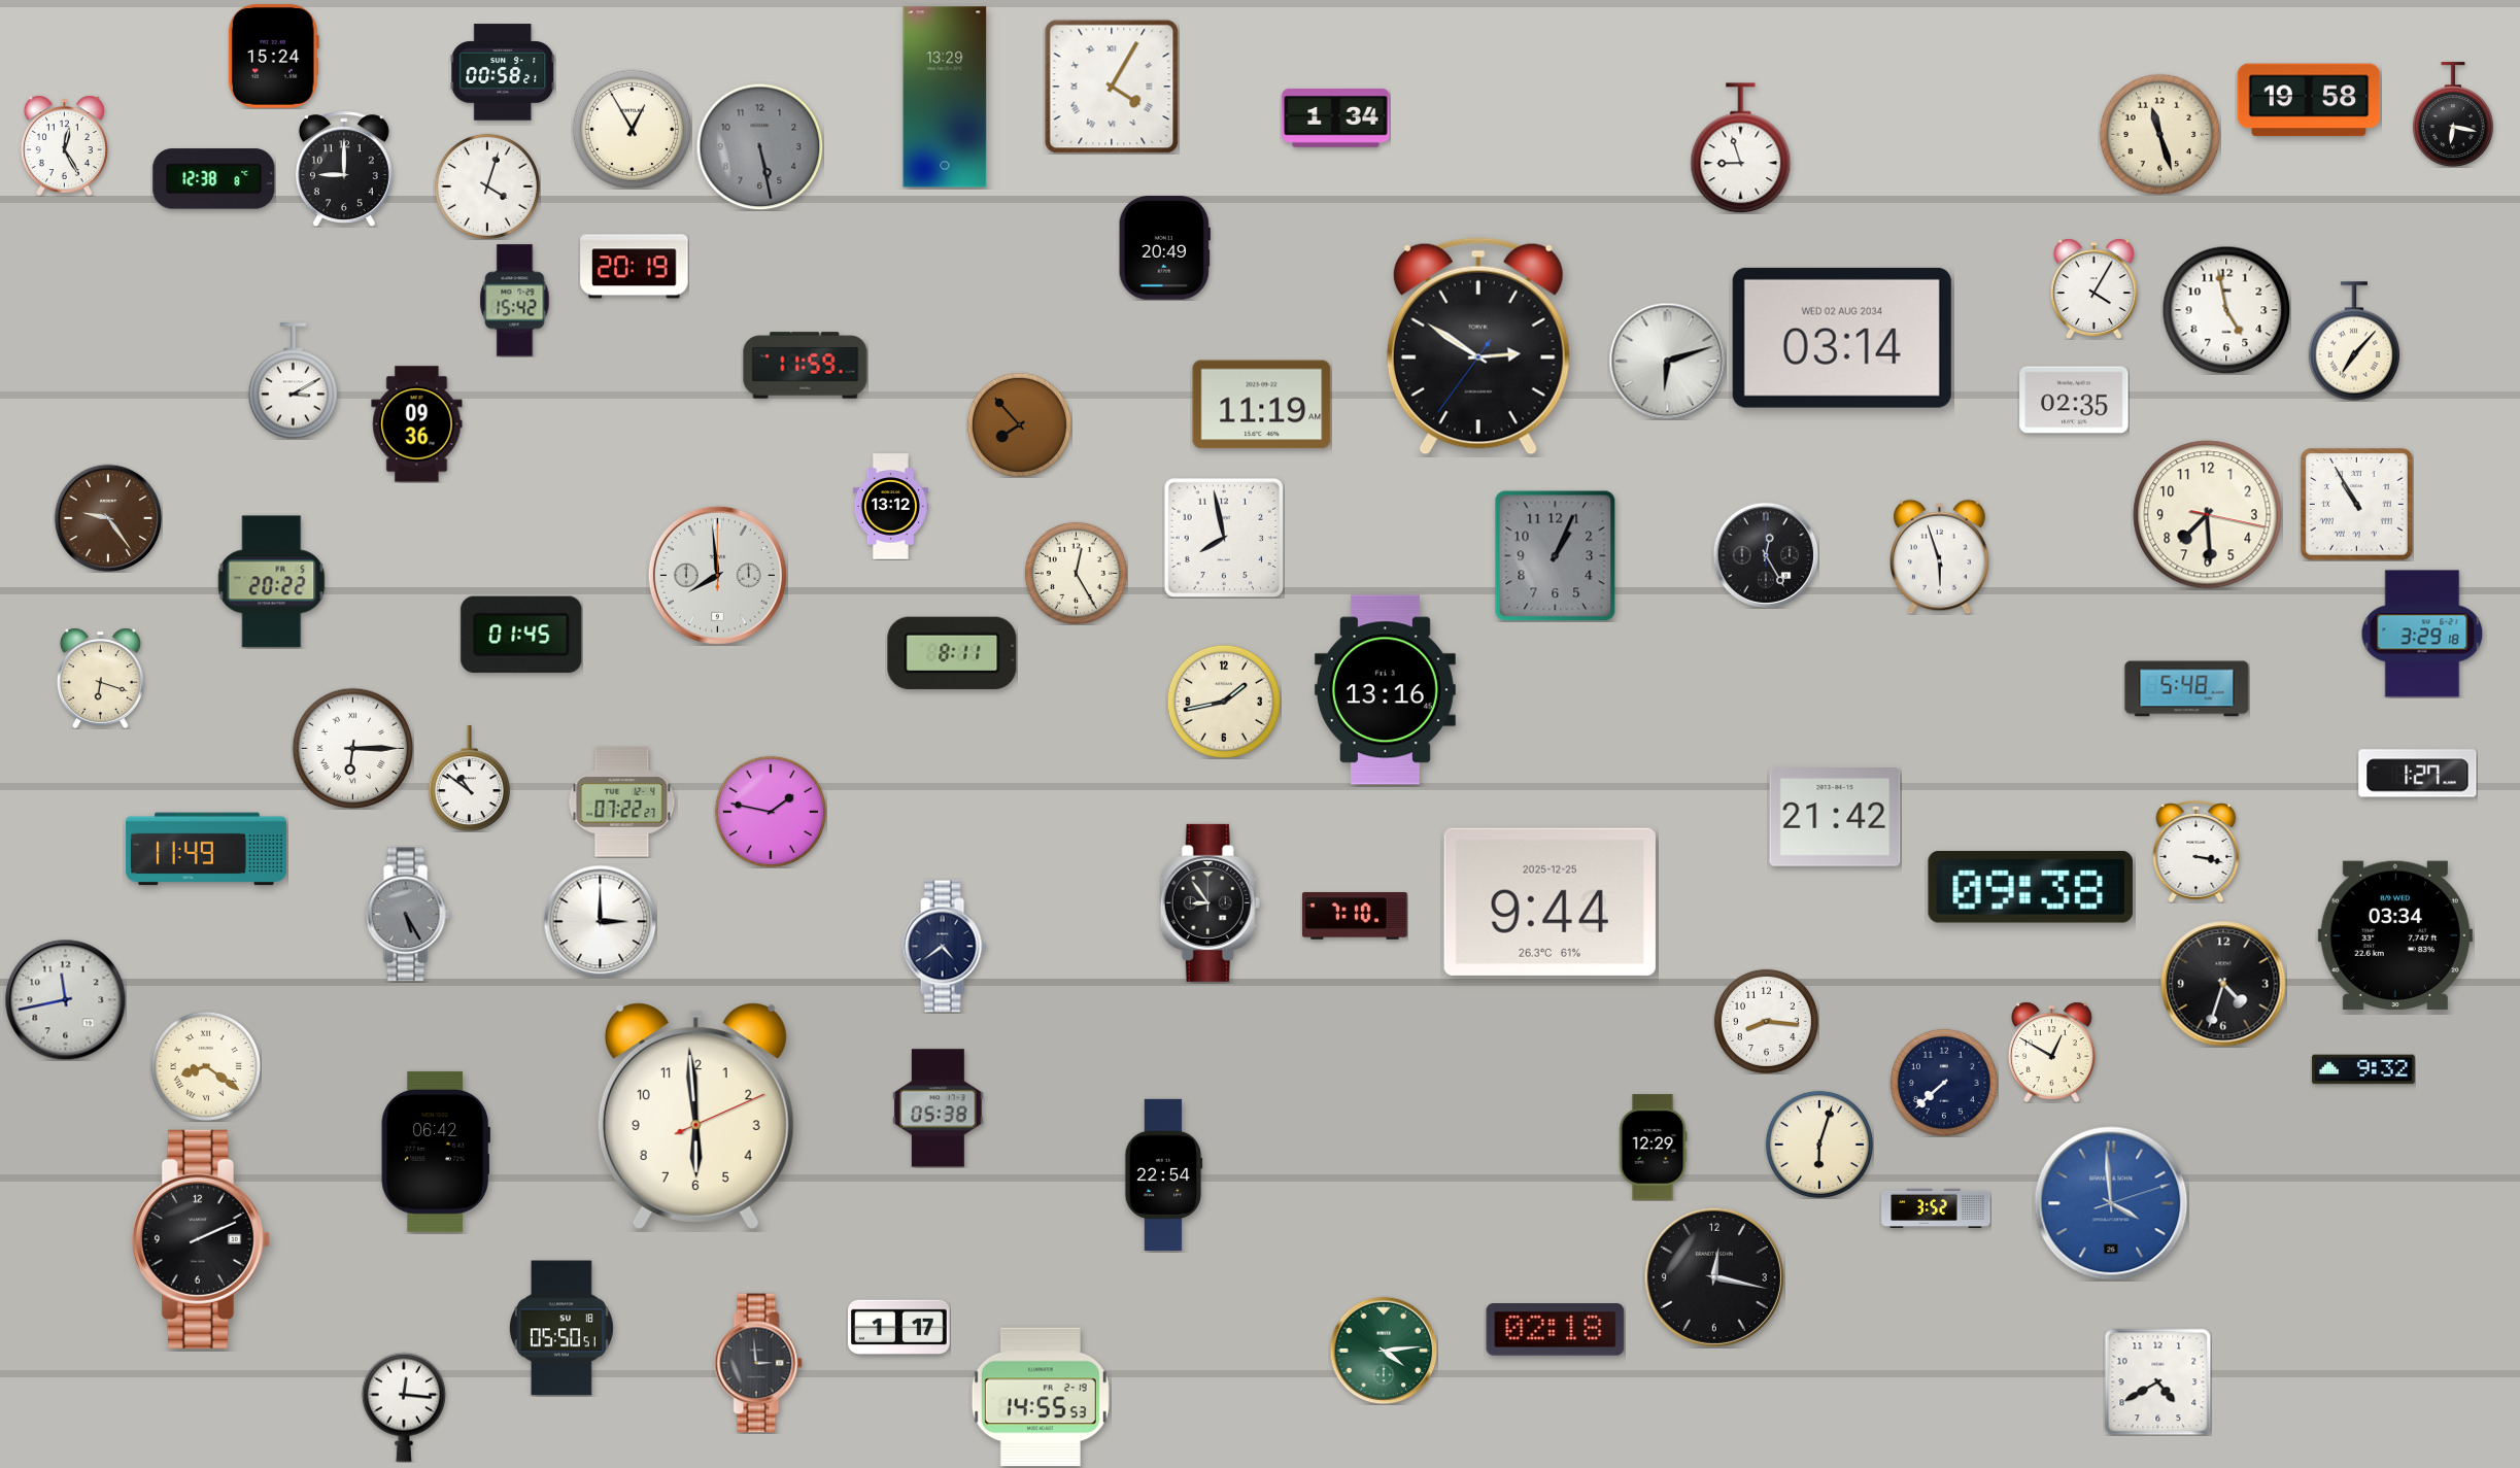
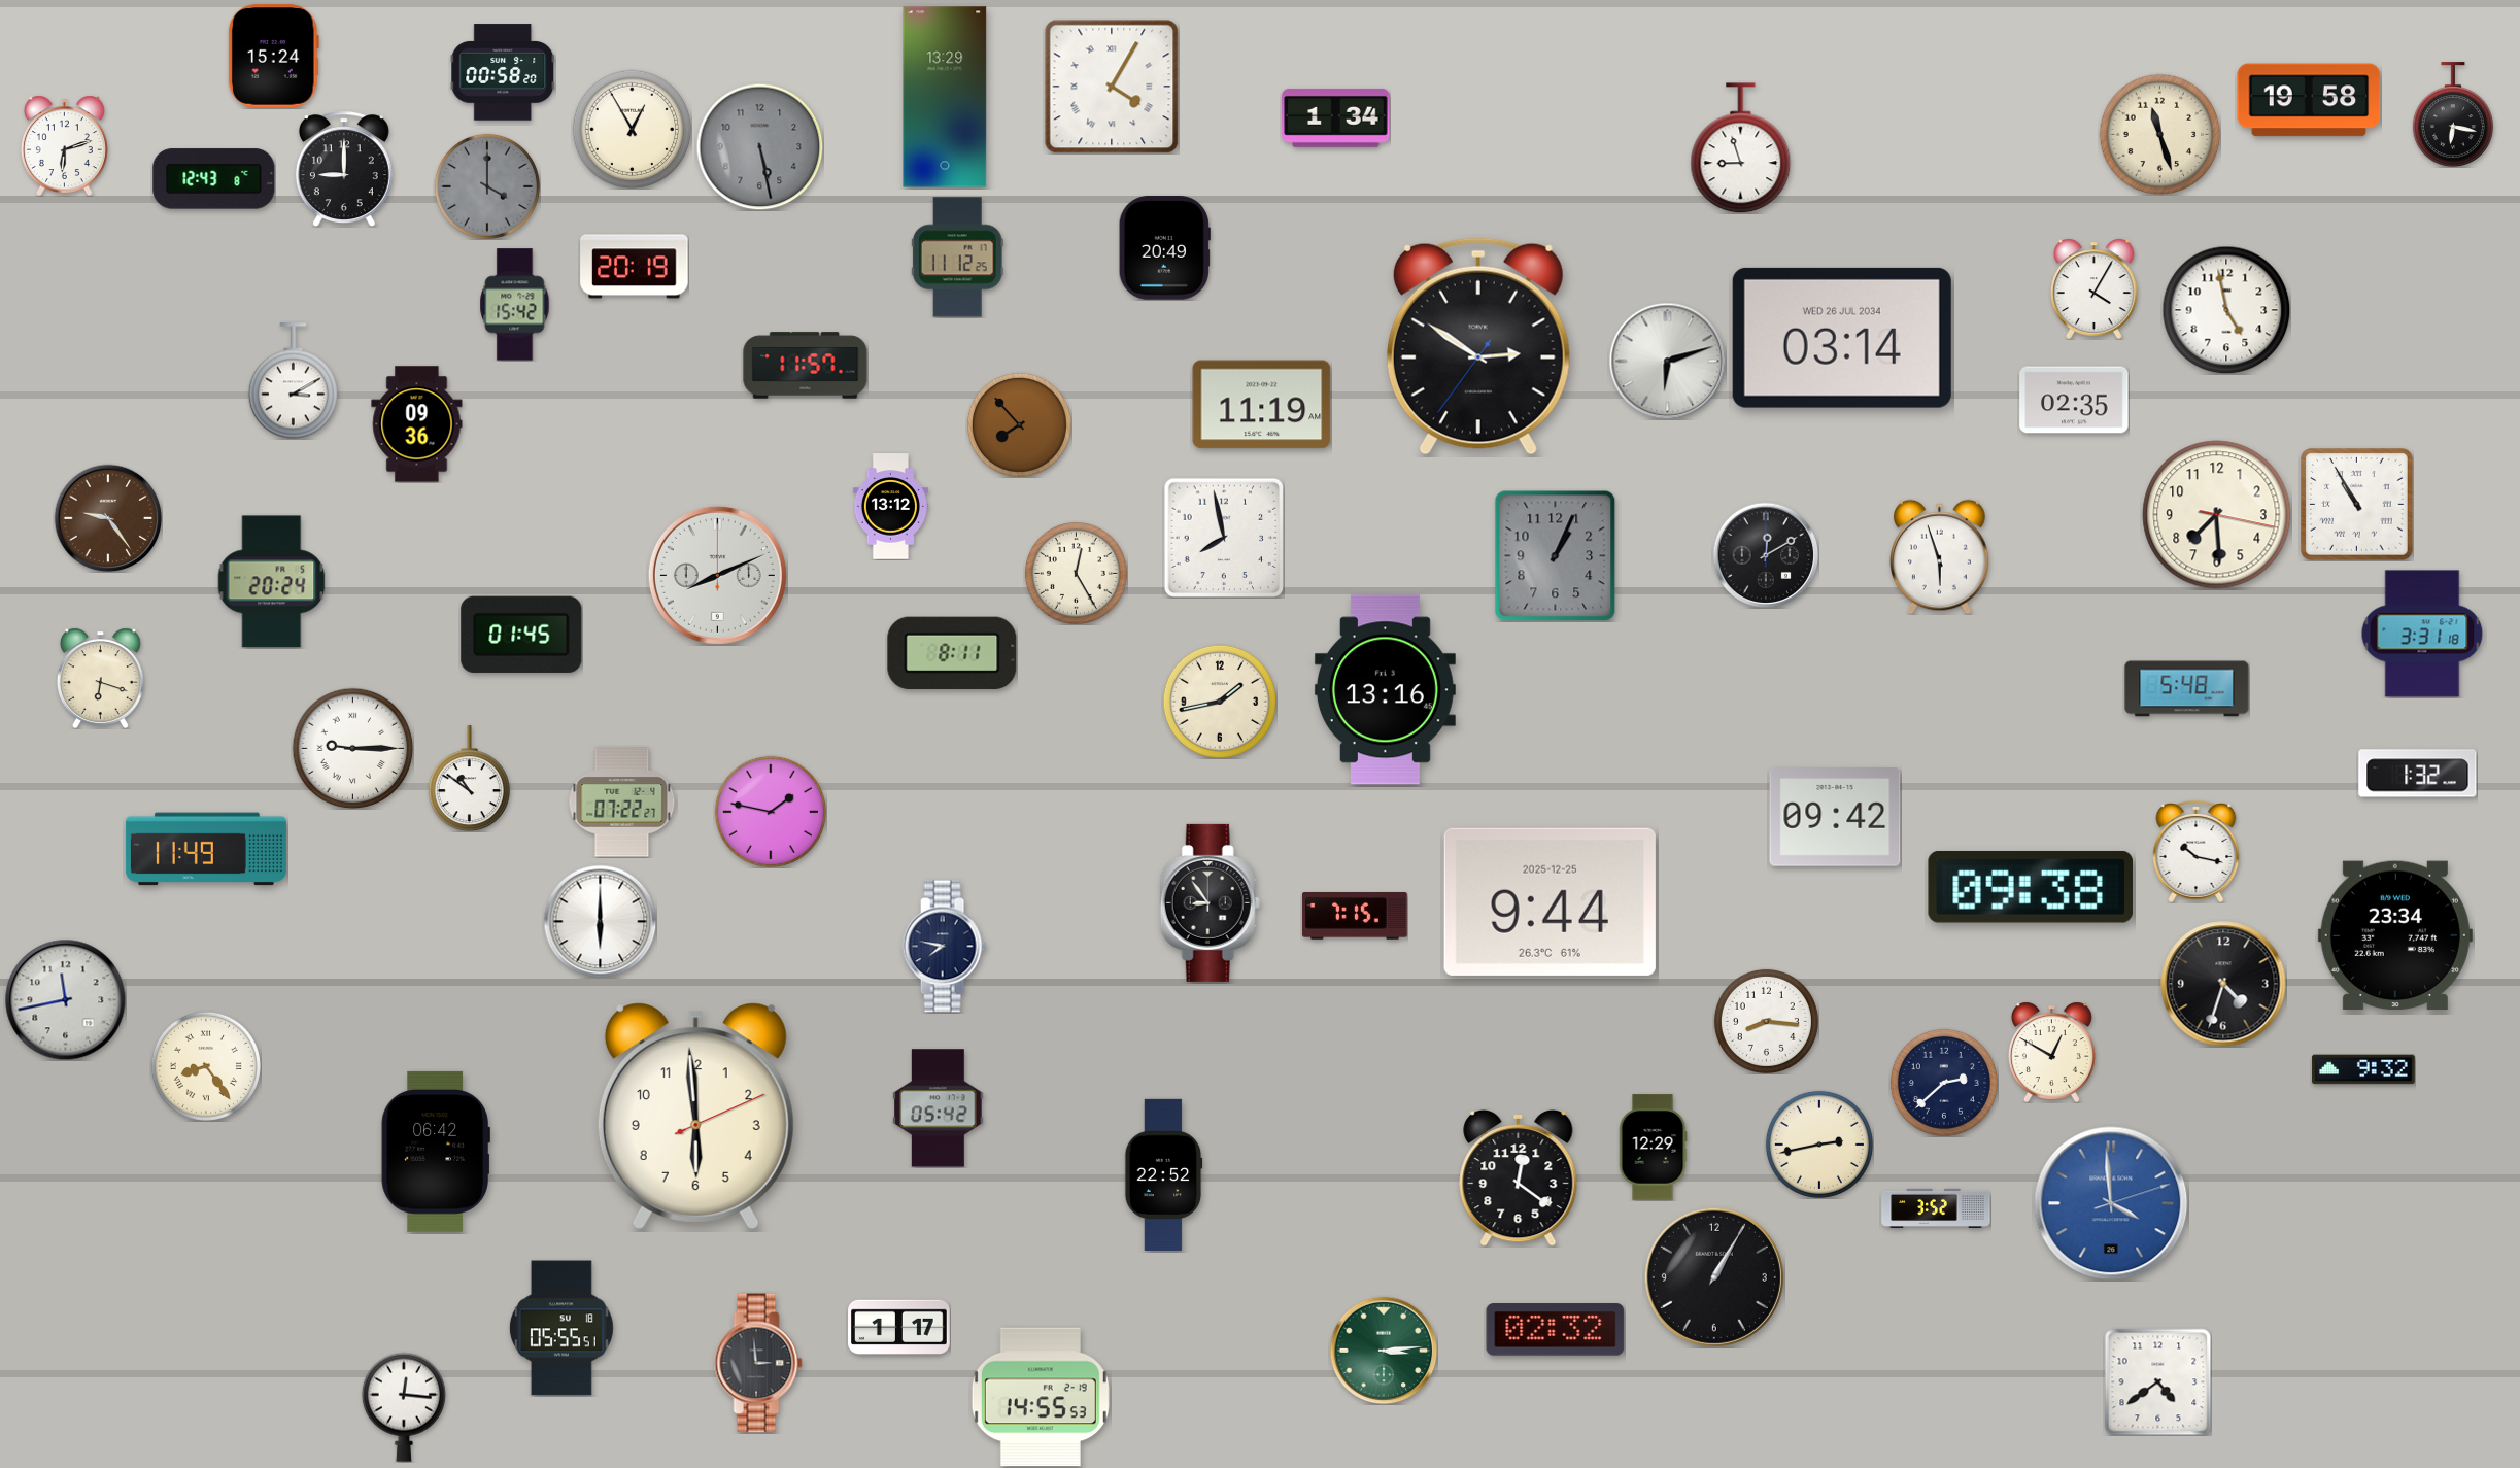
clock at (503, 72): 00:58:21 -> 00:58:20
clock at (64, 145): 12:25 -> 6:12
clock at (214, 179): 12:38 -> 12:43
clock at (487, 186): 4:03 -> 4:00
clock at (487, 186) dial: white -> grey
clock at (957, 258): none -> 11:12
clock at (515, 301) position: (515, 301) -> (515, 305)
clock at (1842, 338) date: WED 02 AUG 2034 -> WED 26 JUL 2034
clock at (2354, 341): 7:07 -> none
clock at (806, 366): 11:59 -> 11:57
clock at (2208, 515) position: (2208, 515) -> (2217, 515)
clock at (1766, 555): 12:25 -> 12:10
clock at (717, 575): 7:59 -> 8:11
clock at (272, 582): 20:22 -> 20:24
clock at (2422, 634): 3:29 -> 3:31
clock at (1223, 701) position: (1223, 701) -> (1219, 701)
clock at (352, 748): 6:15 -> 9:15
clock at (2418, 774): 1:27 -> 1:32
clock at (1835, 818): 21:42 -> 09:42
clock at (2197, 852): 3:17 -> 10:17
clock at (407, 915): 5:25 -> none
clock at (1355, 916): 7:10 -> 7:15
clock at (600, 921): 3:00 -> 6:00
clock at (2395, 935): 03:34 -> 23:34
clock at (944, 947): 4:39 -> 7:47
clock at (206, 1066): 8:21 -> 8:24
clock at (1944, 1083): 7:38 -> 2:38
clock at (939, 1108): 05:38 -> 05:42
clock at (1819, 1145): 6:03 -> 2:43
clock at (1163, 1174): 22:54 -> 22:52
clock at (1519, 1177): none -> 12:21
clock at (201, 1239): 2:11 -> none
clock at (1714, 1277): 12:17 -> 1:05
clock at (561, 1328): 05:50 -> 05:55
clock at (1556, 1330): 02:18 -> 02:32
clock at (1384, 1351): 4:14 -> 3:14
clock at (2157, 1381): 4:40 -> 4:39
